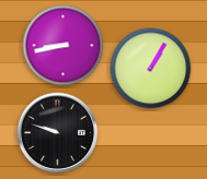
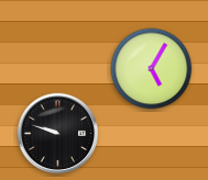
clock at (64, 46): 8:43 -> none
clock at (151, 69): 1:05 -> 5:05
